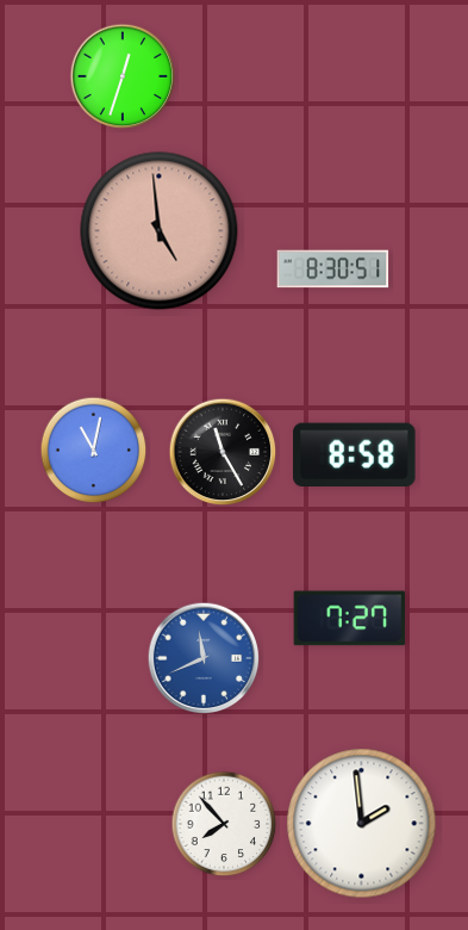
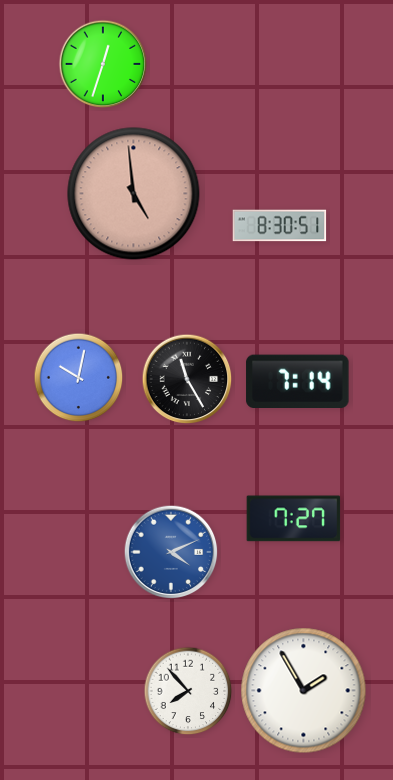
clock at (94, 451): 11:02 -> 10:02
clock at (355, 454): 8:58 -> 7:14
clock at (204, 658): 11:41 -> 4:11
clock at (362, 824): 1:59 -> 1:55
